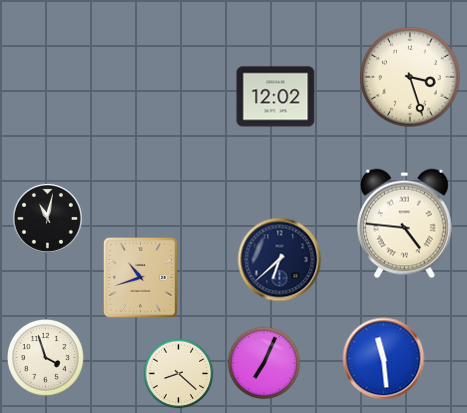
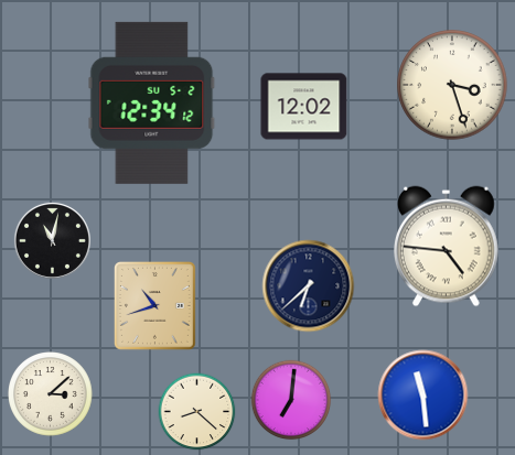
clock at (152, 102): none -> 12:34
clock at (46, 358): 3:57 -> 3:08
clock at (264, 363): 7:04 -> 7:01
